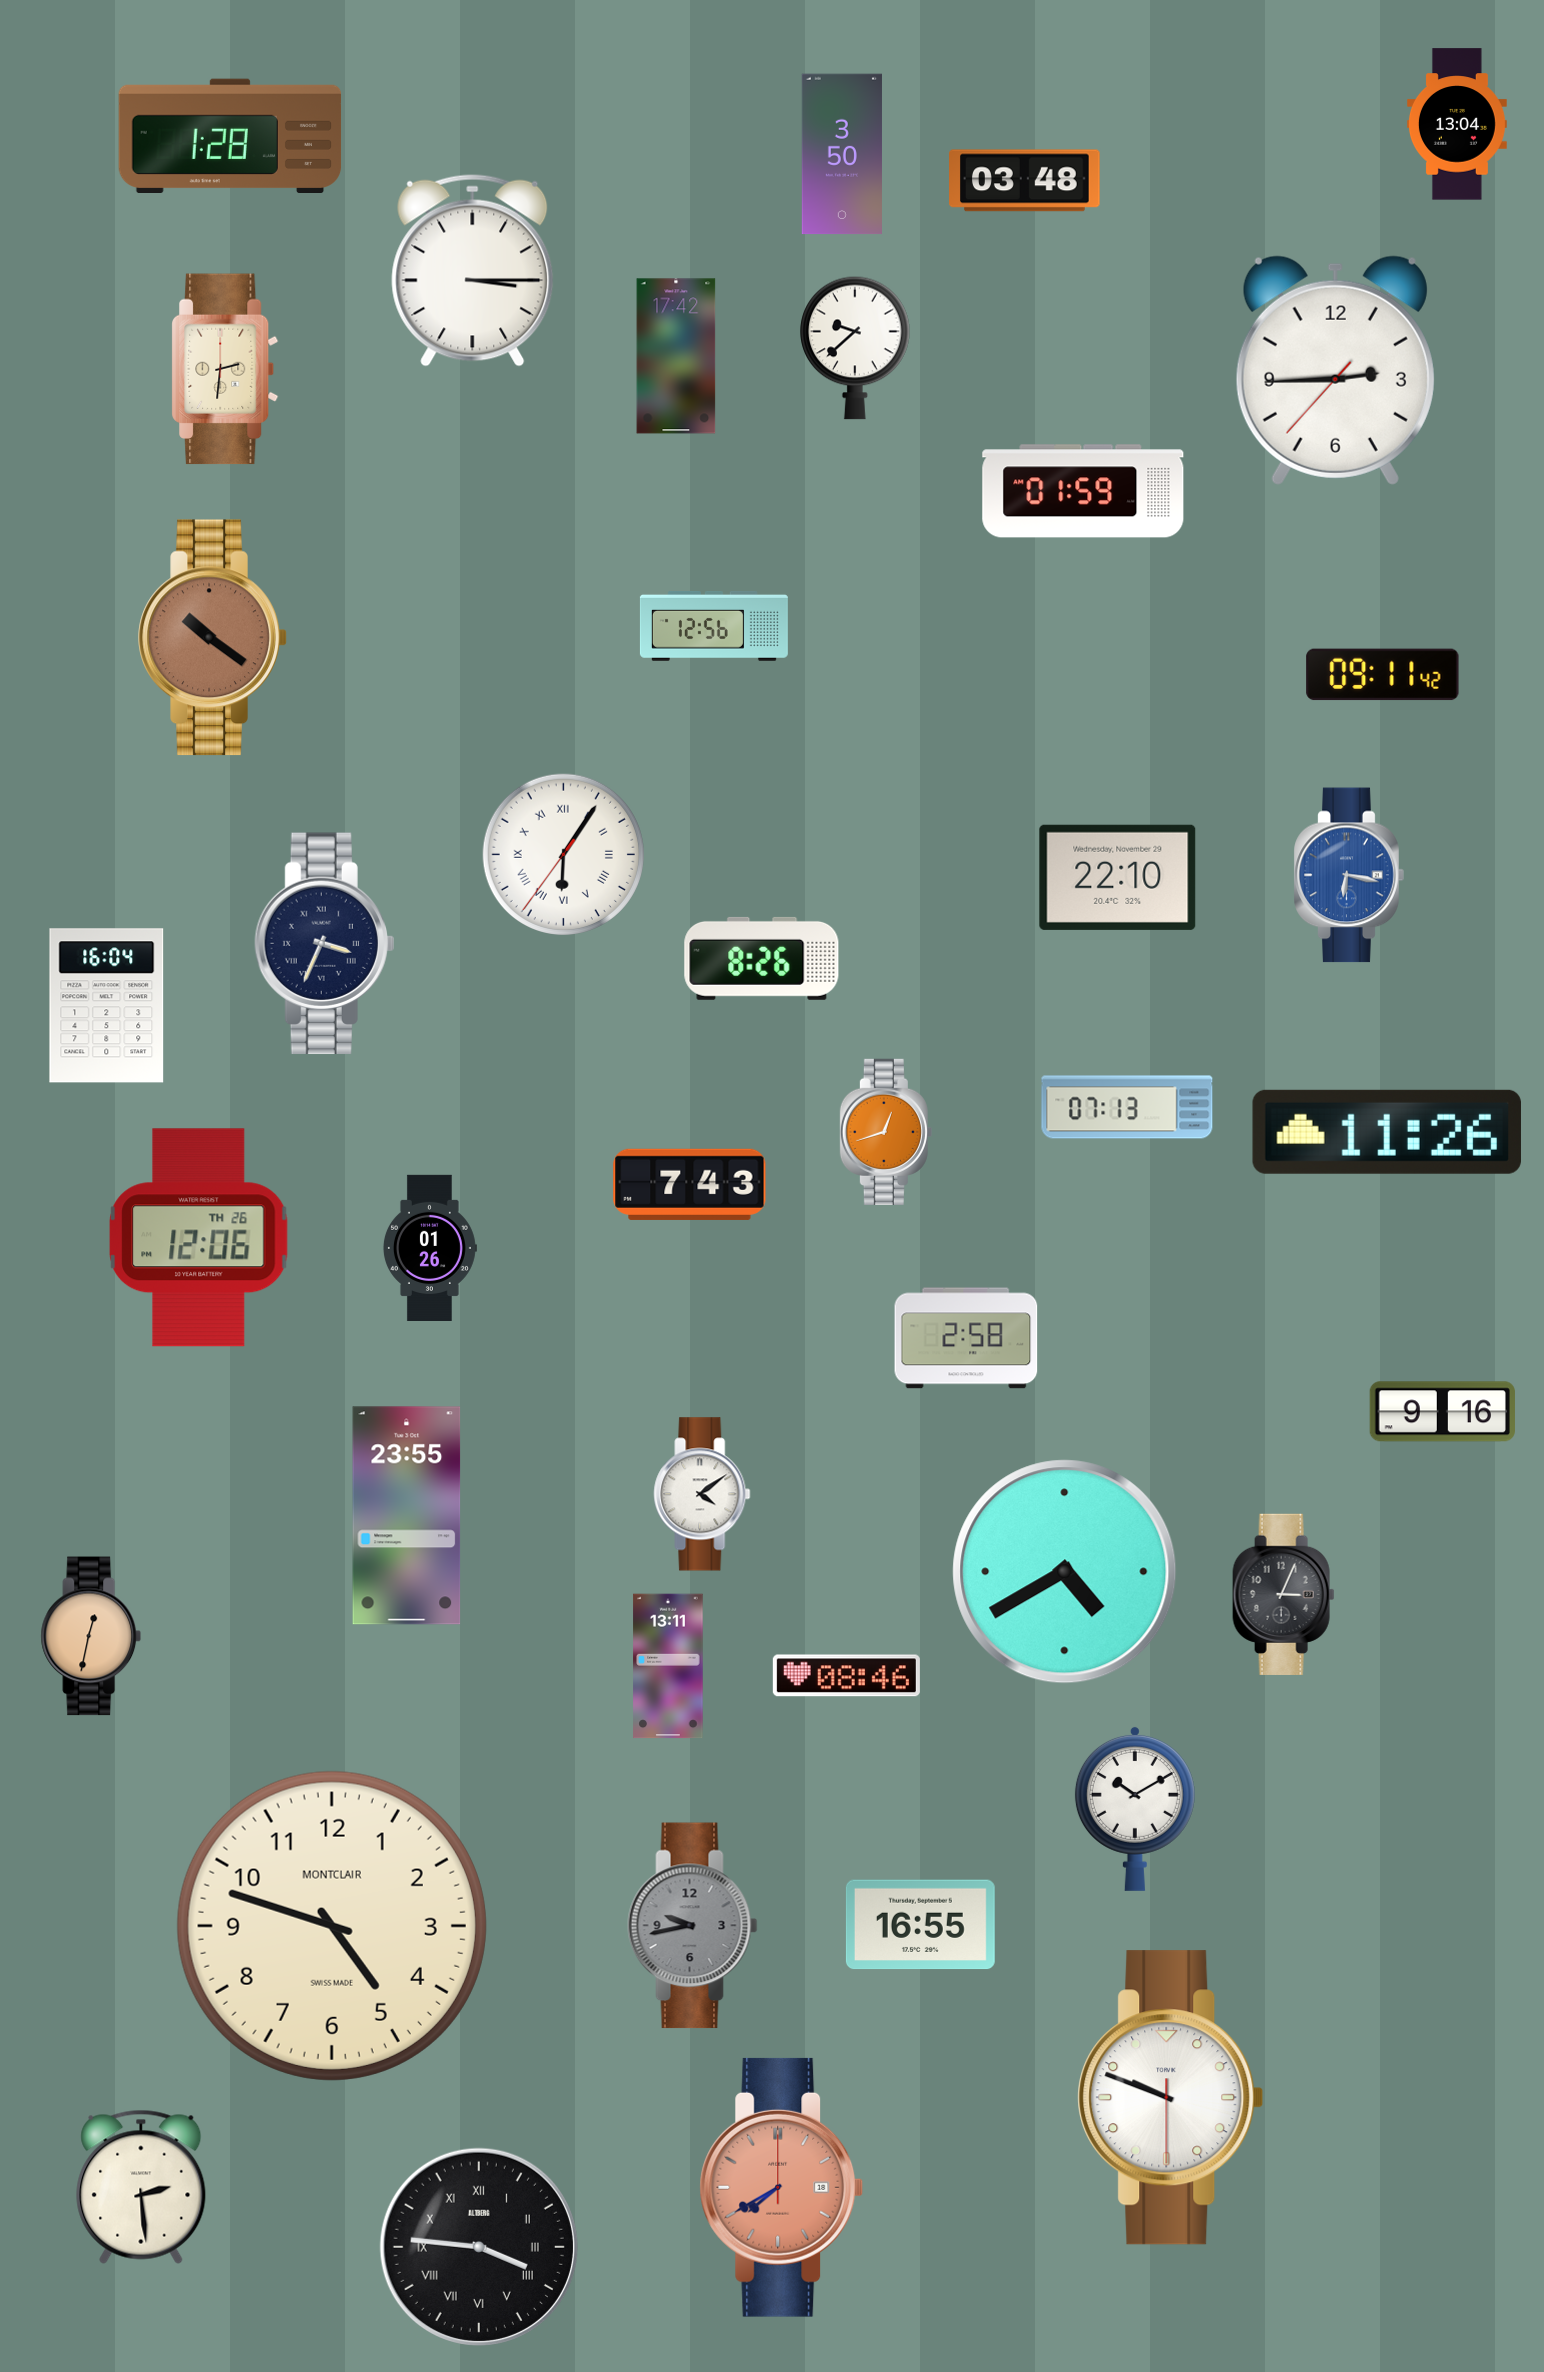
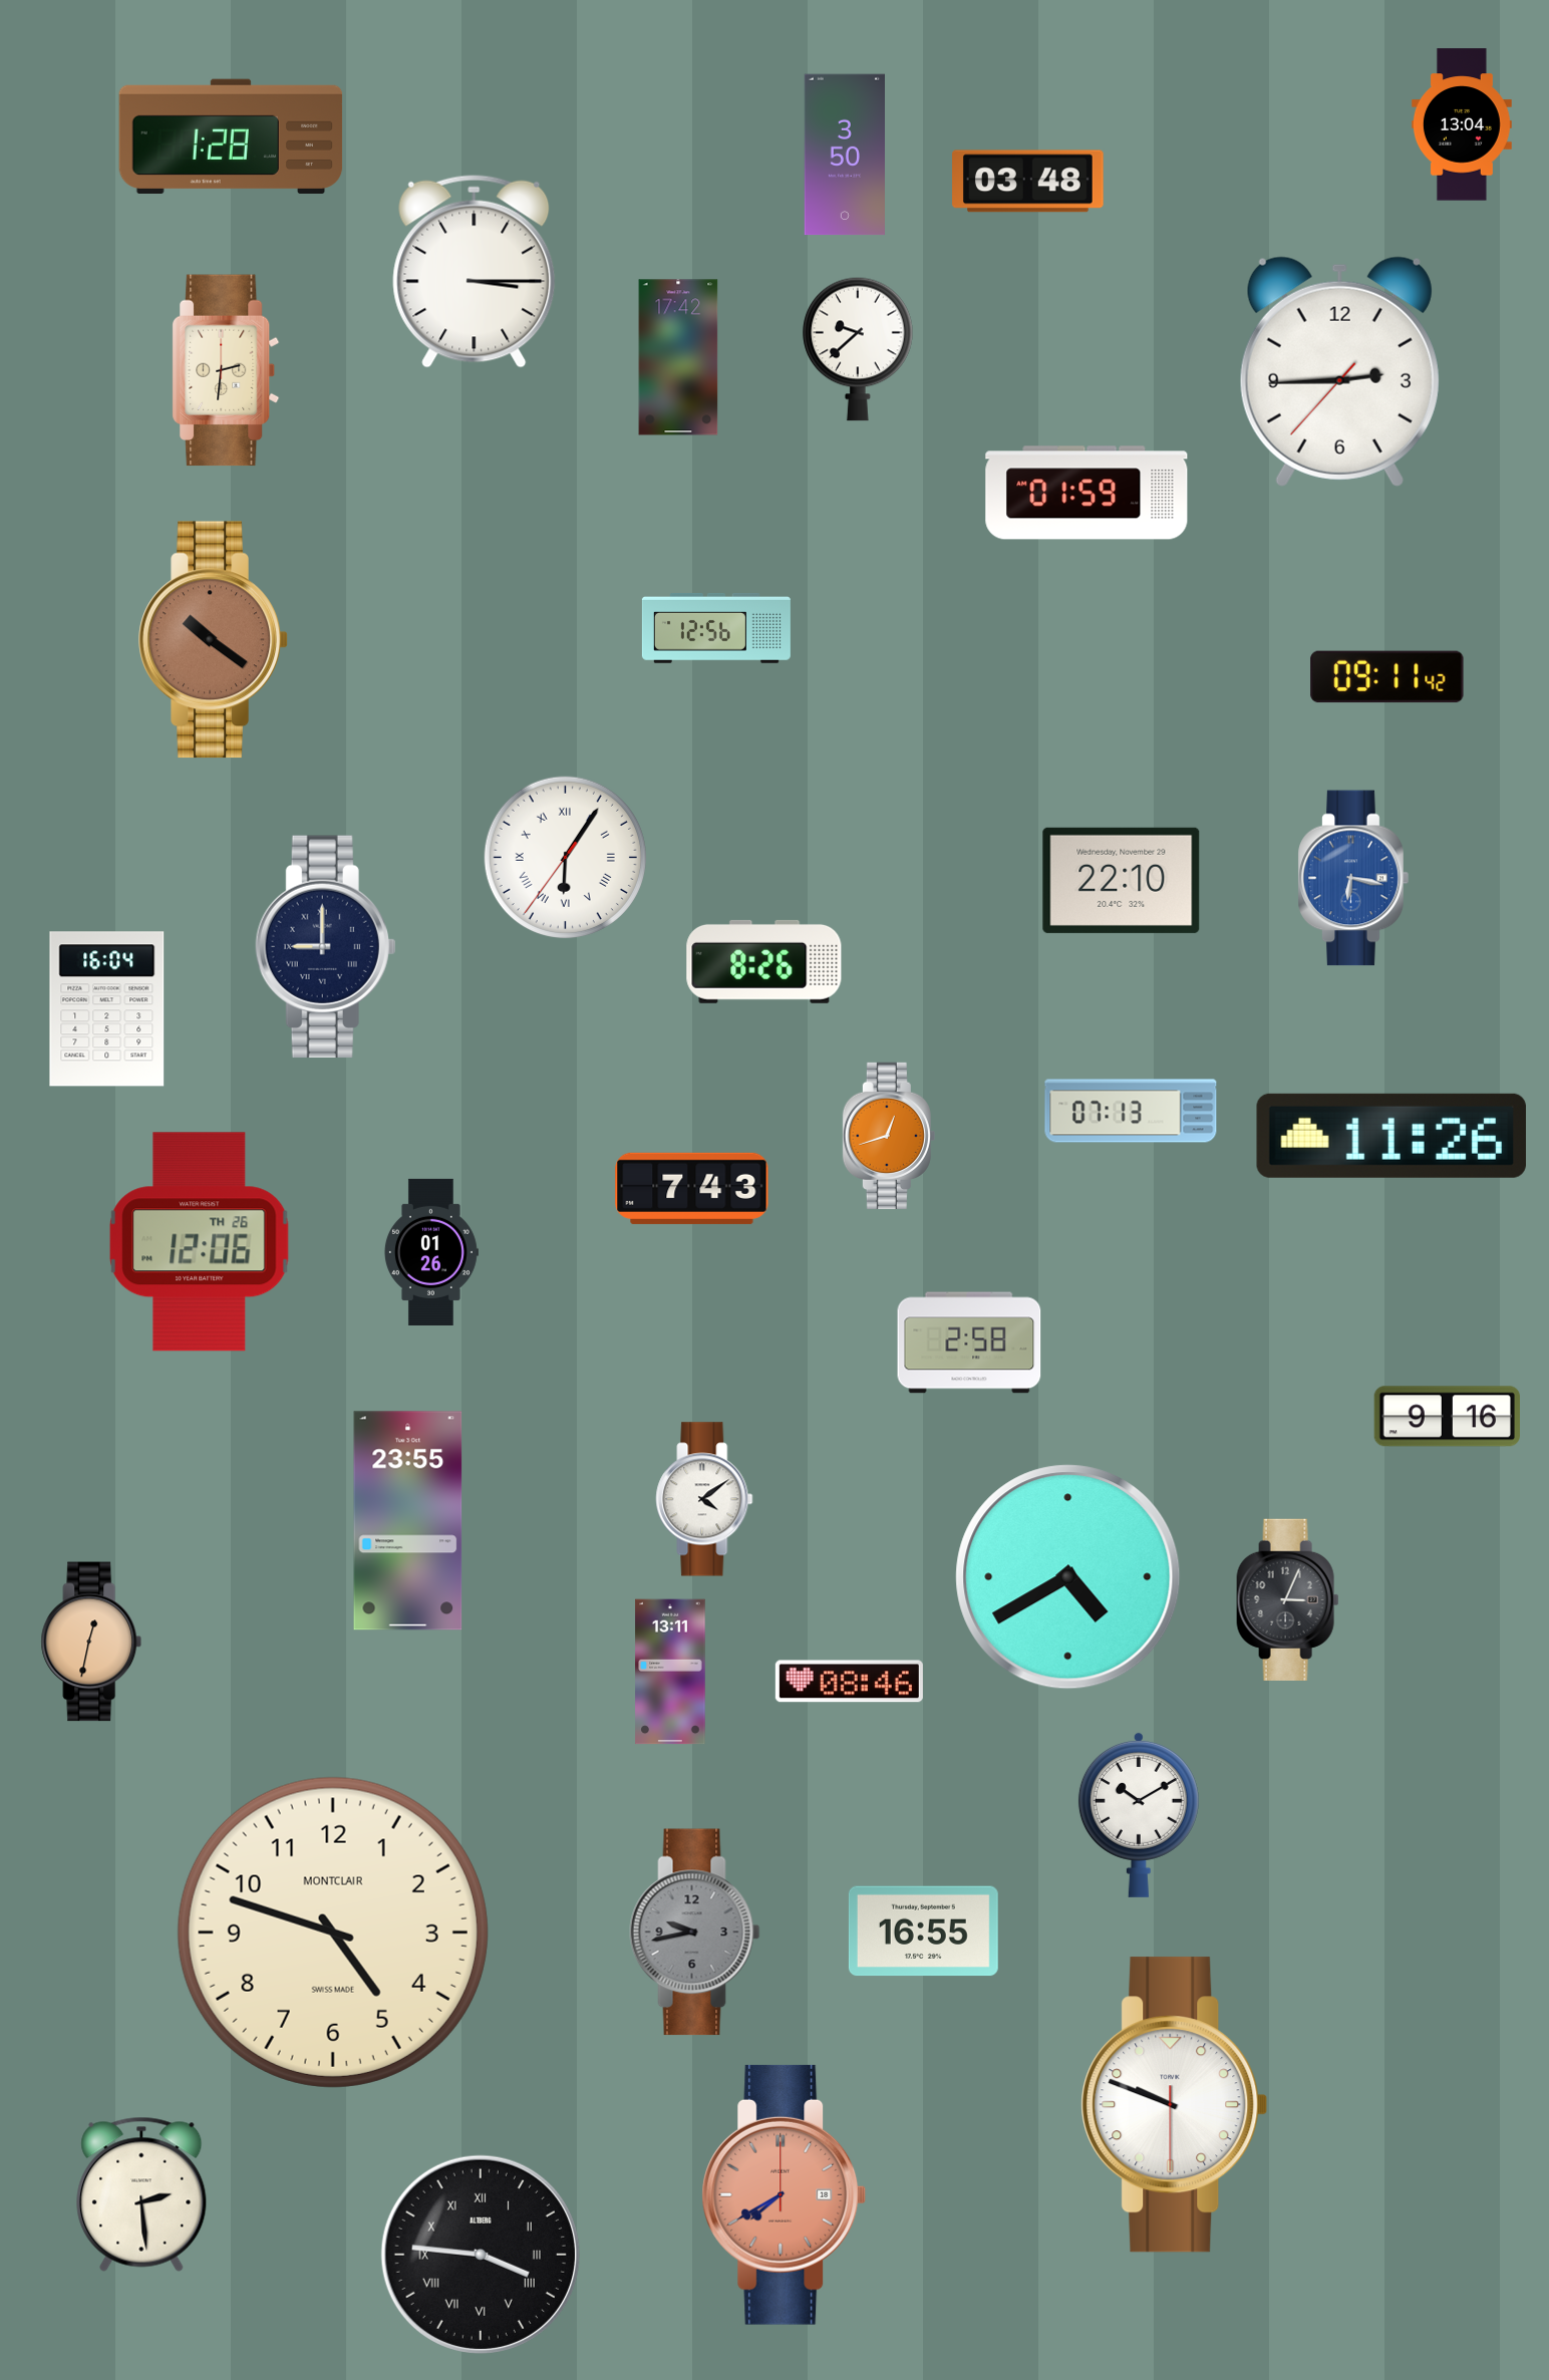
clock at (325, 944): 3:34 -> 9:00
